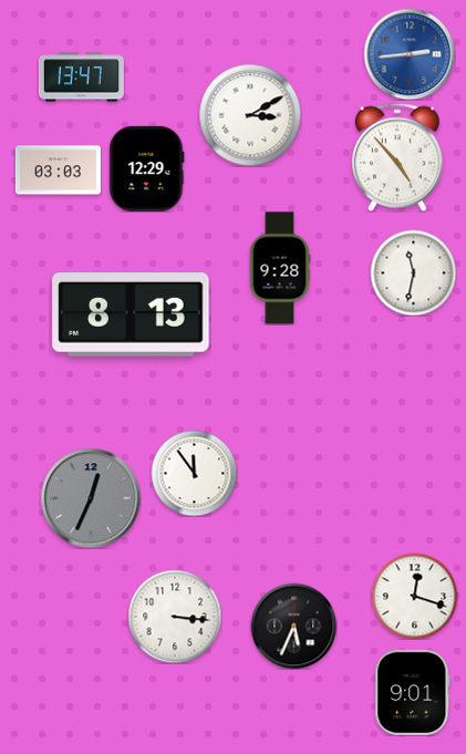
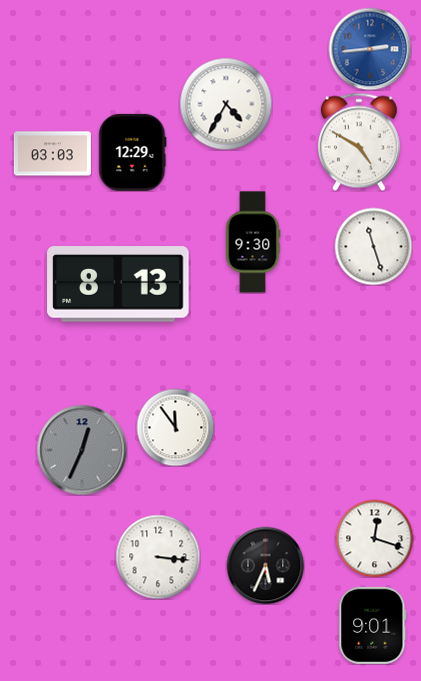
clock at (81, 78): 13:47 -> none
clock at (250, 115): 3:10 -> 4:35
clock at (397, 157): 4:53 -> 4:50
clock at (280, 268): 9:28 -> 9:30
clock at (413, 272): 11:32 -> 11:27
